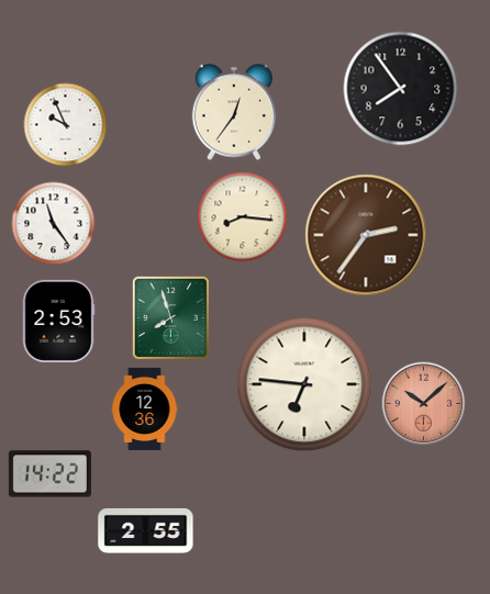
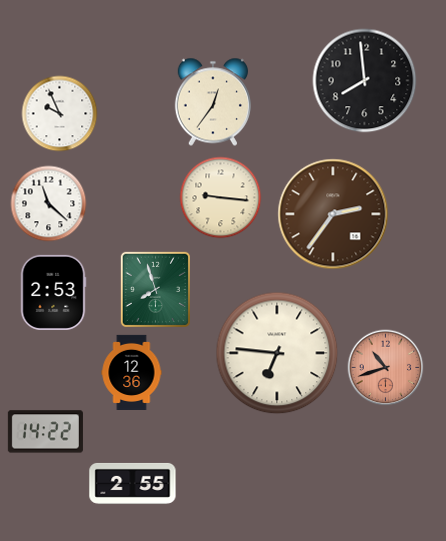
clock at (401, 89): 7:54 -> 7:59
clock at (243, 217): 8:16 -> 9:16
clock at (54, 224): 11:24 -> 11:22
clock at (304, 384) position: (304, 384) -> (277, 353)
clock at (424, 404): 10:08 -> 10:42
